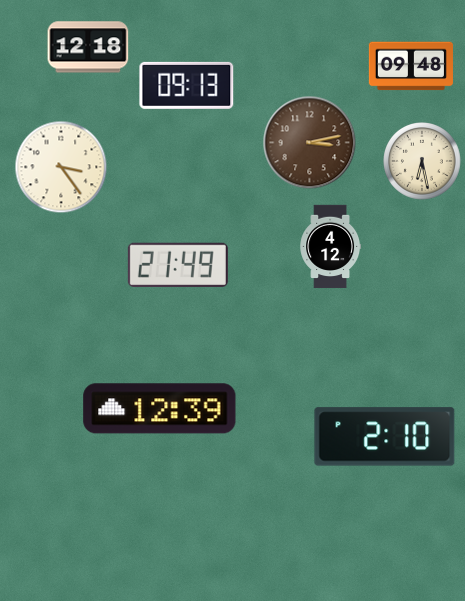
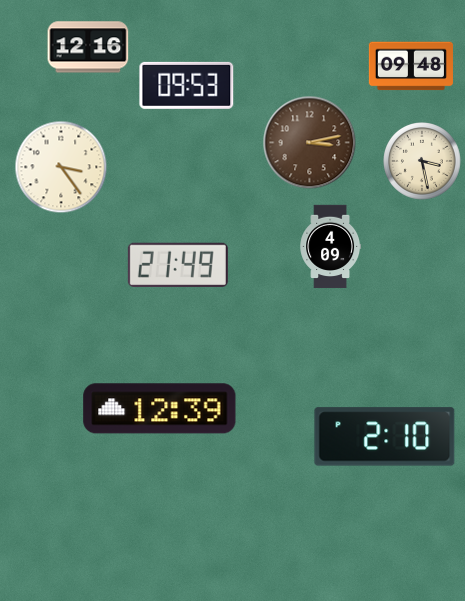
clock at (88, 47): 12:18 -> 12:16
clock at (187, 85): 09:13 -> 09:53
clock at (423, 162): 6:28 -> 3:28
clock at (331, 247): 4:12 -> 4:09
